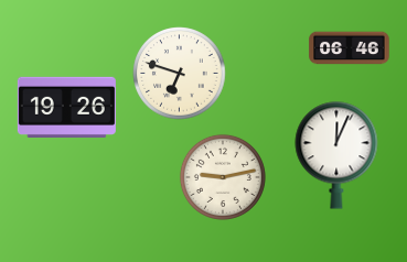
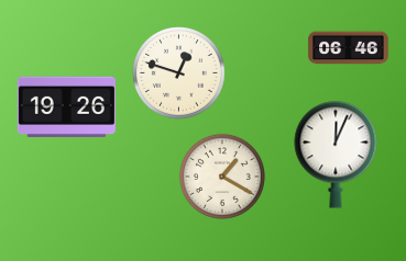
clock at (180, 74): 6:48 -> 12:48
clock at (223, 177): 9:13 -> 1:20
